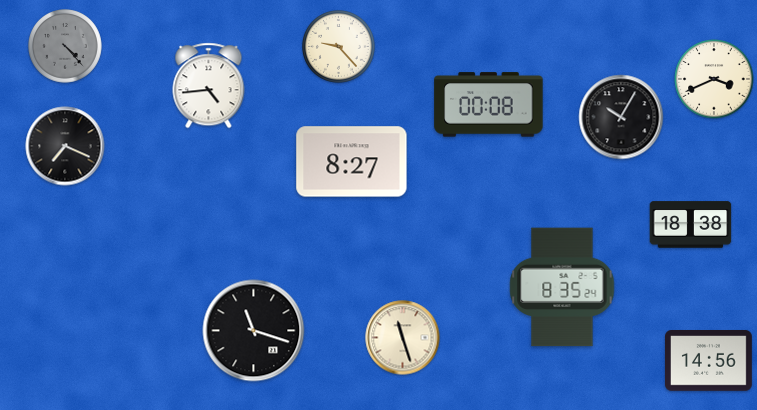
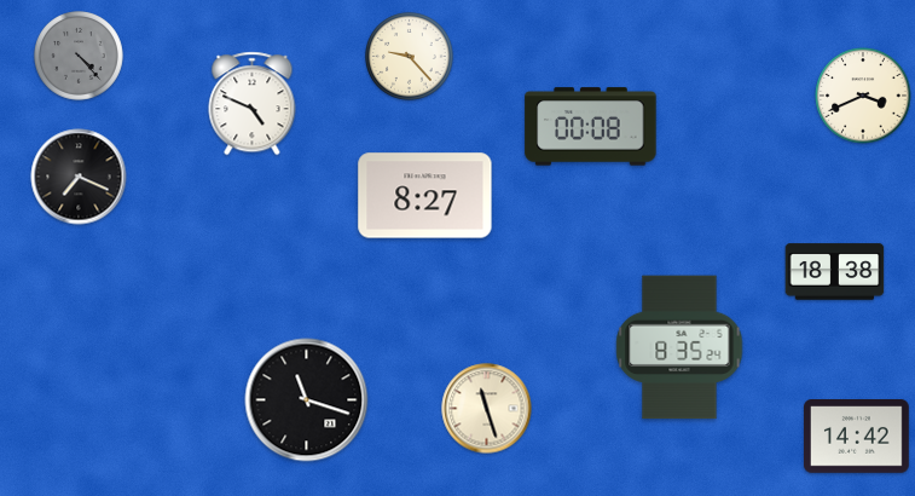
clock at (209, 86): 4:44 -> 4:49
clock at (621, 117): 10:05 -> none
clock at (709, 361): 14:56 -> 14:42
